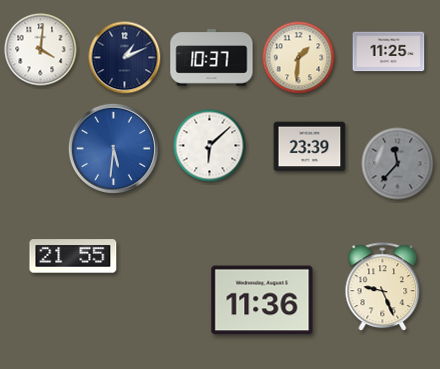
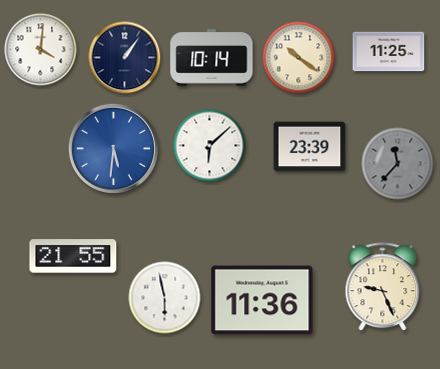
clock at (125, 58): 1:11 -> 1:06
clock at (212, 58): 10:37 -> 10:14
clock at (299, 58): 1:31 -> 10:21
clock at (165, 298): none -> 5:58
